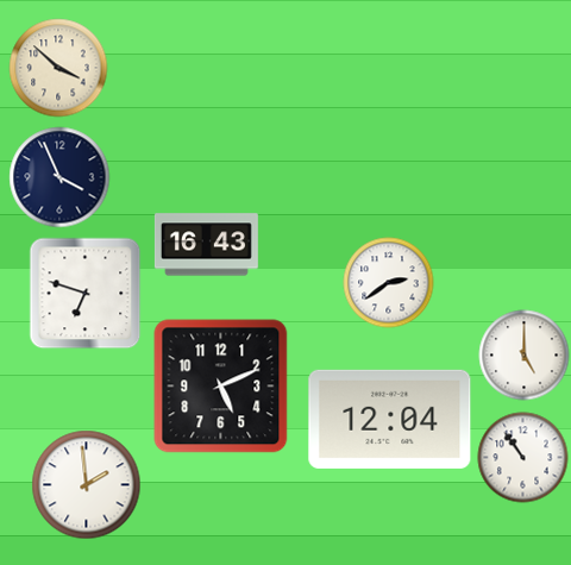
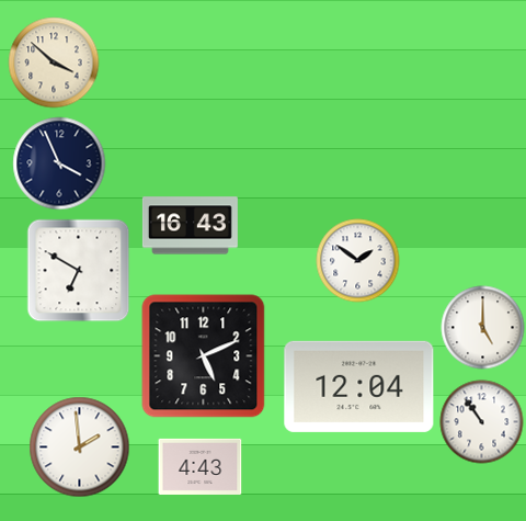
clock at (59, 177) position: (59, 177) -> (59, 163)
clock at (389, 283): 2:39 -> 1:51
clock at (86, 294): 6:48 -> 6:50
clock at (201, 466): none -> 4:43
